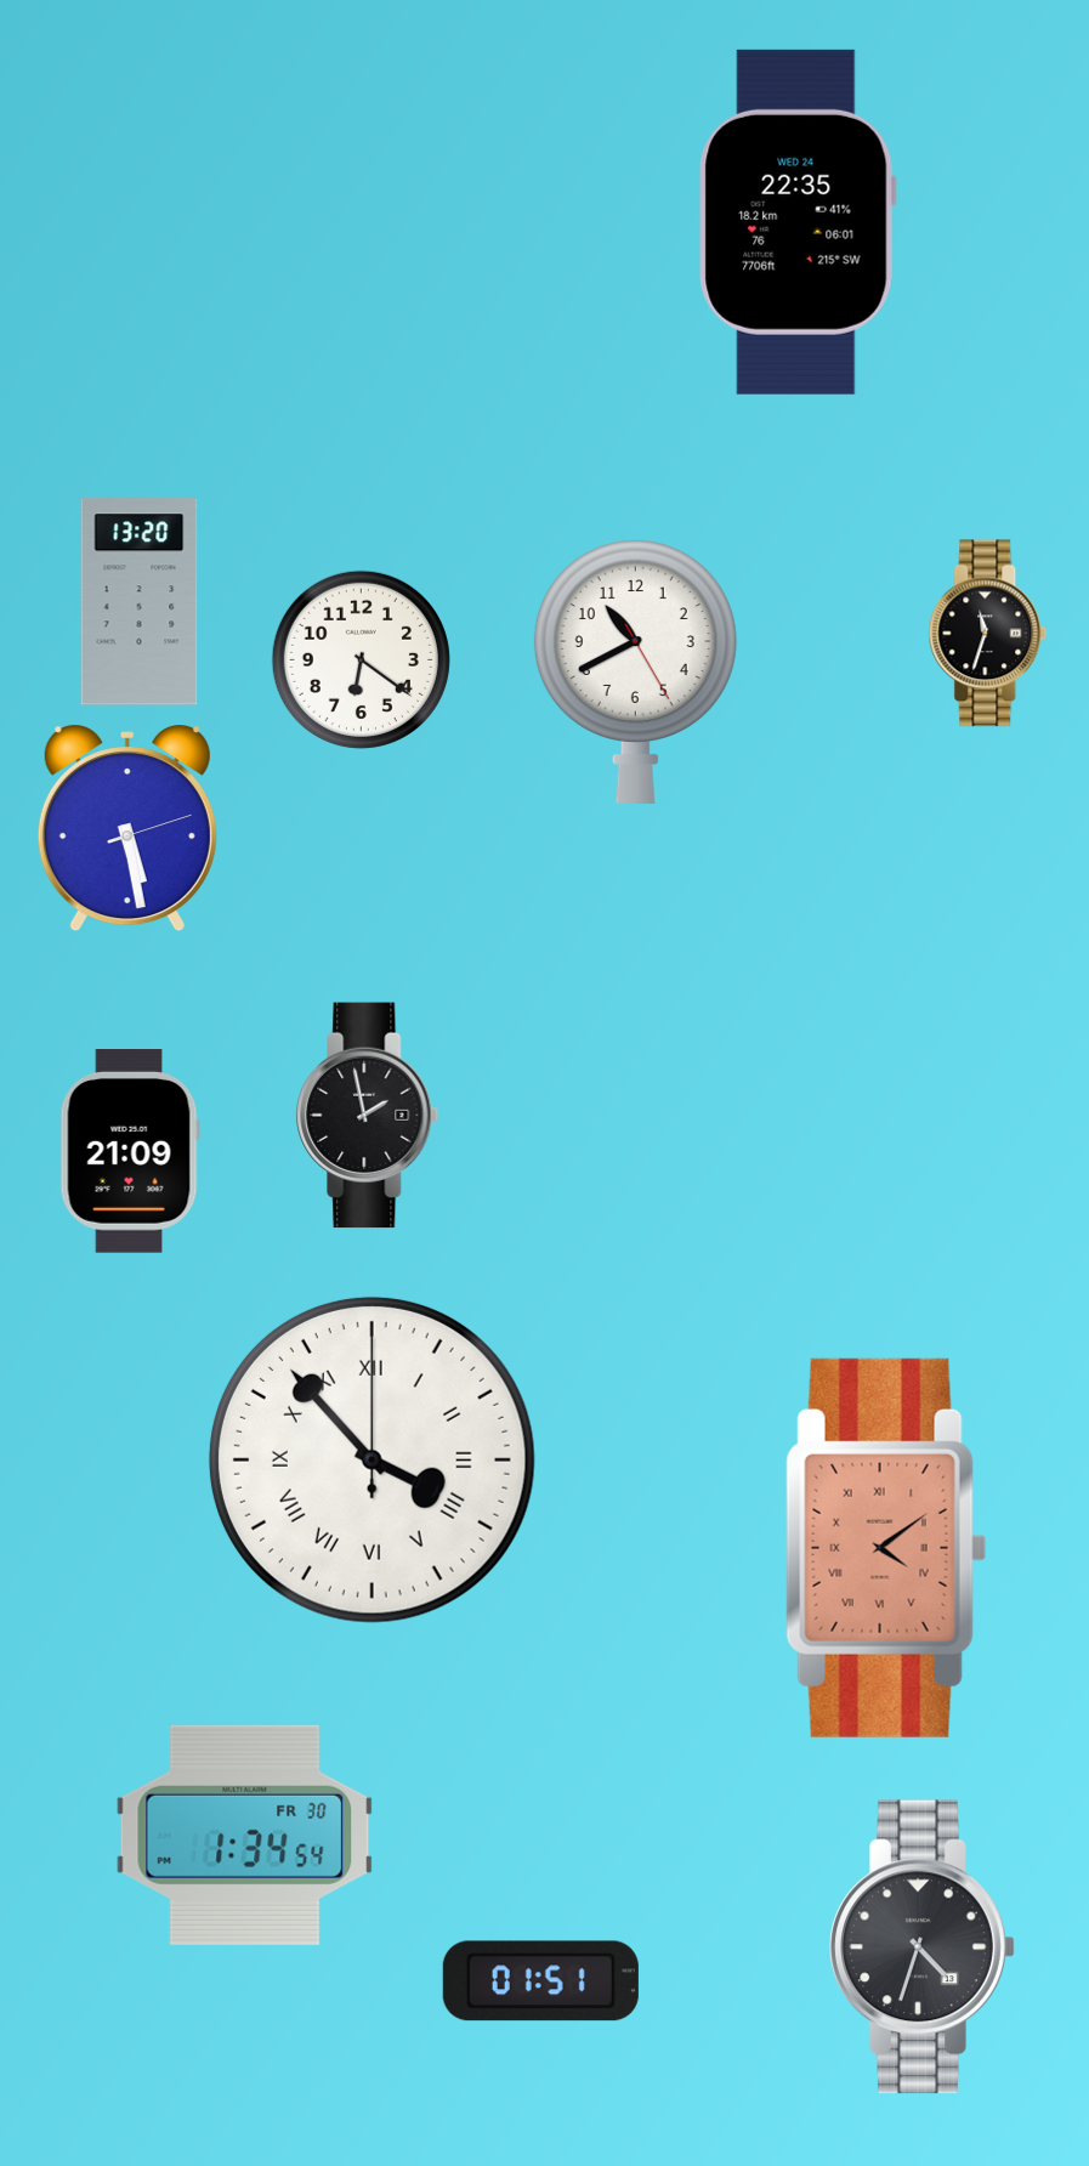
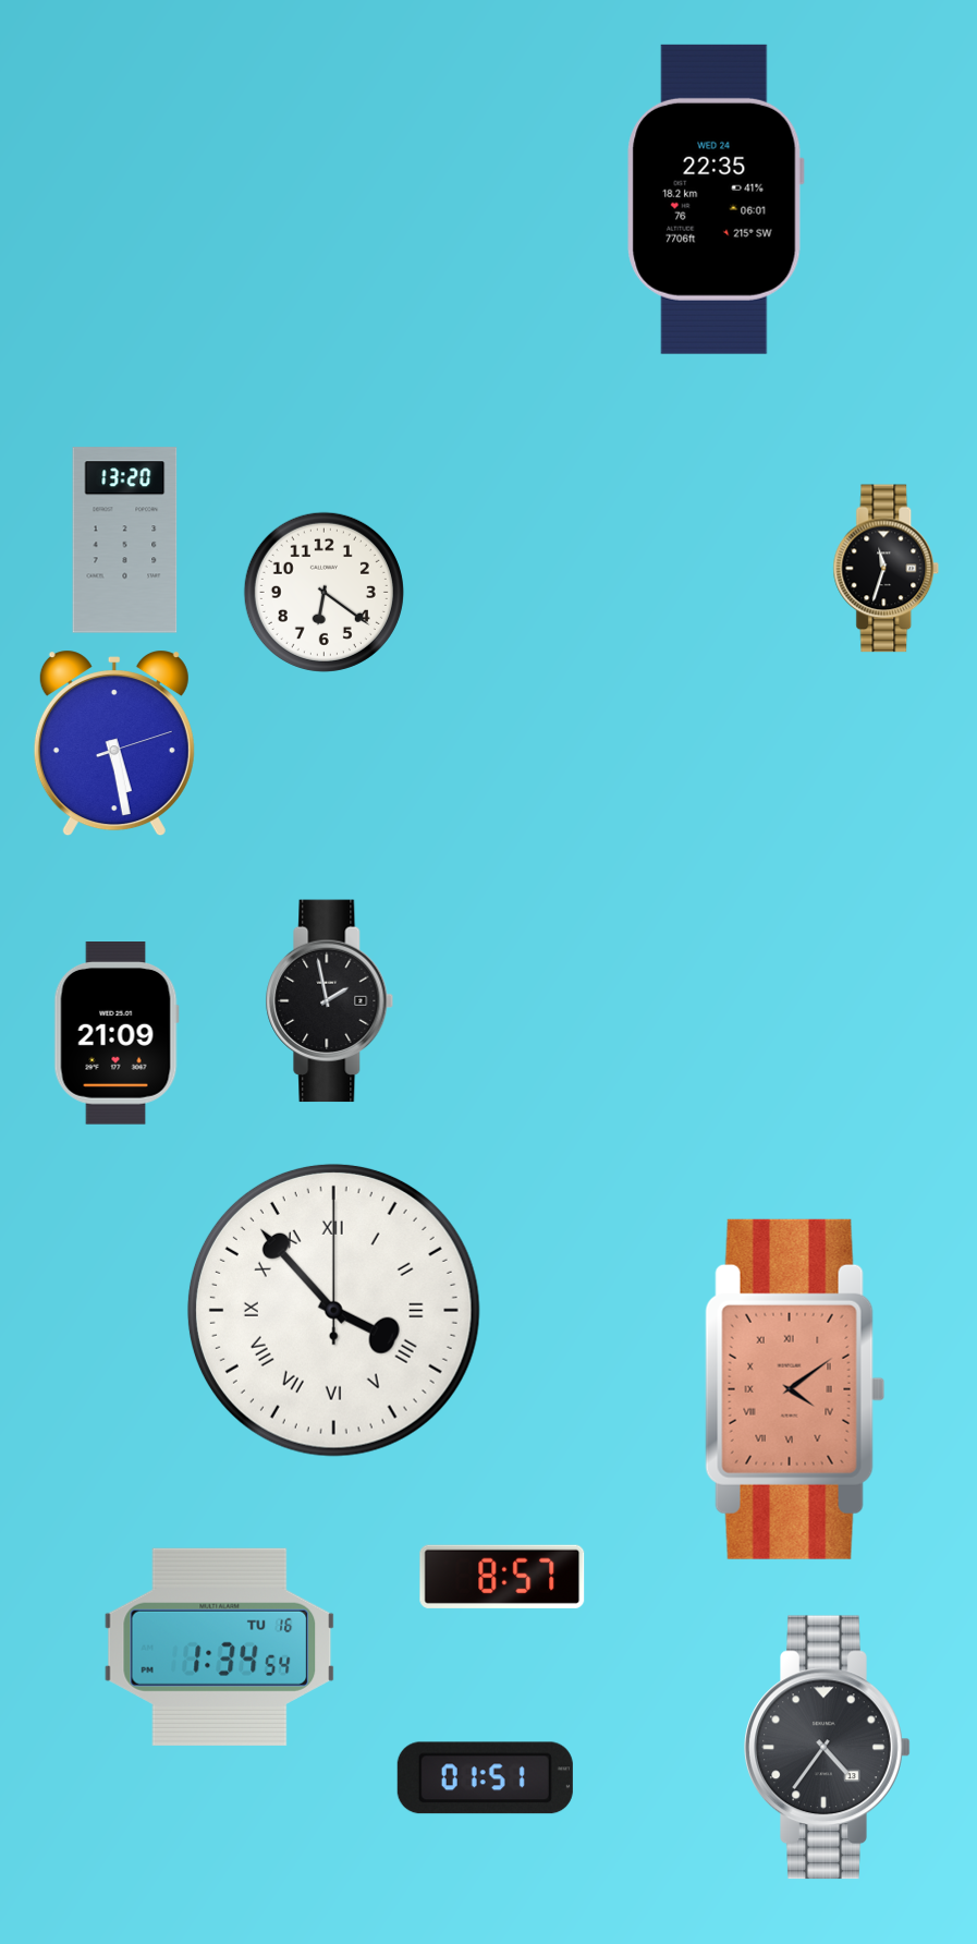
clock at (635, 671): 10:40 -> none
clock at (502, 1577): none -> 8:57
clock at (245, 1835) date: FR 30 -> TU 16
clock at (923, 1947): 4:33 -> 4:36
